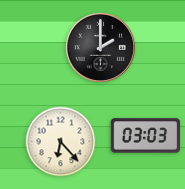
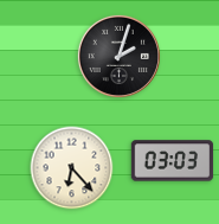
clock at (100, 47): 2:00 -> 2:03
